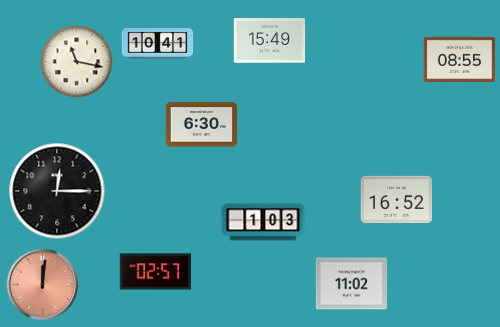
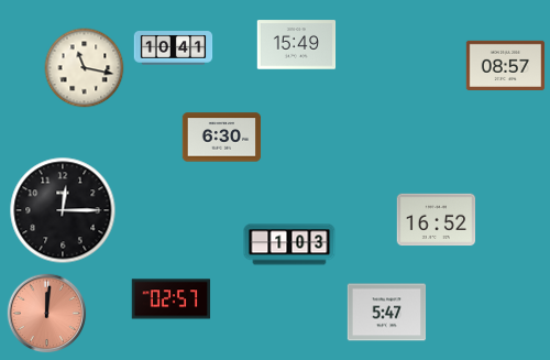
clock at (460, 59): 08:55 -> 08:57
clock at (352, 284): 11:02 -> 5:47
